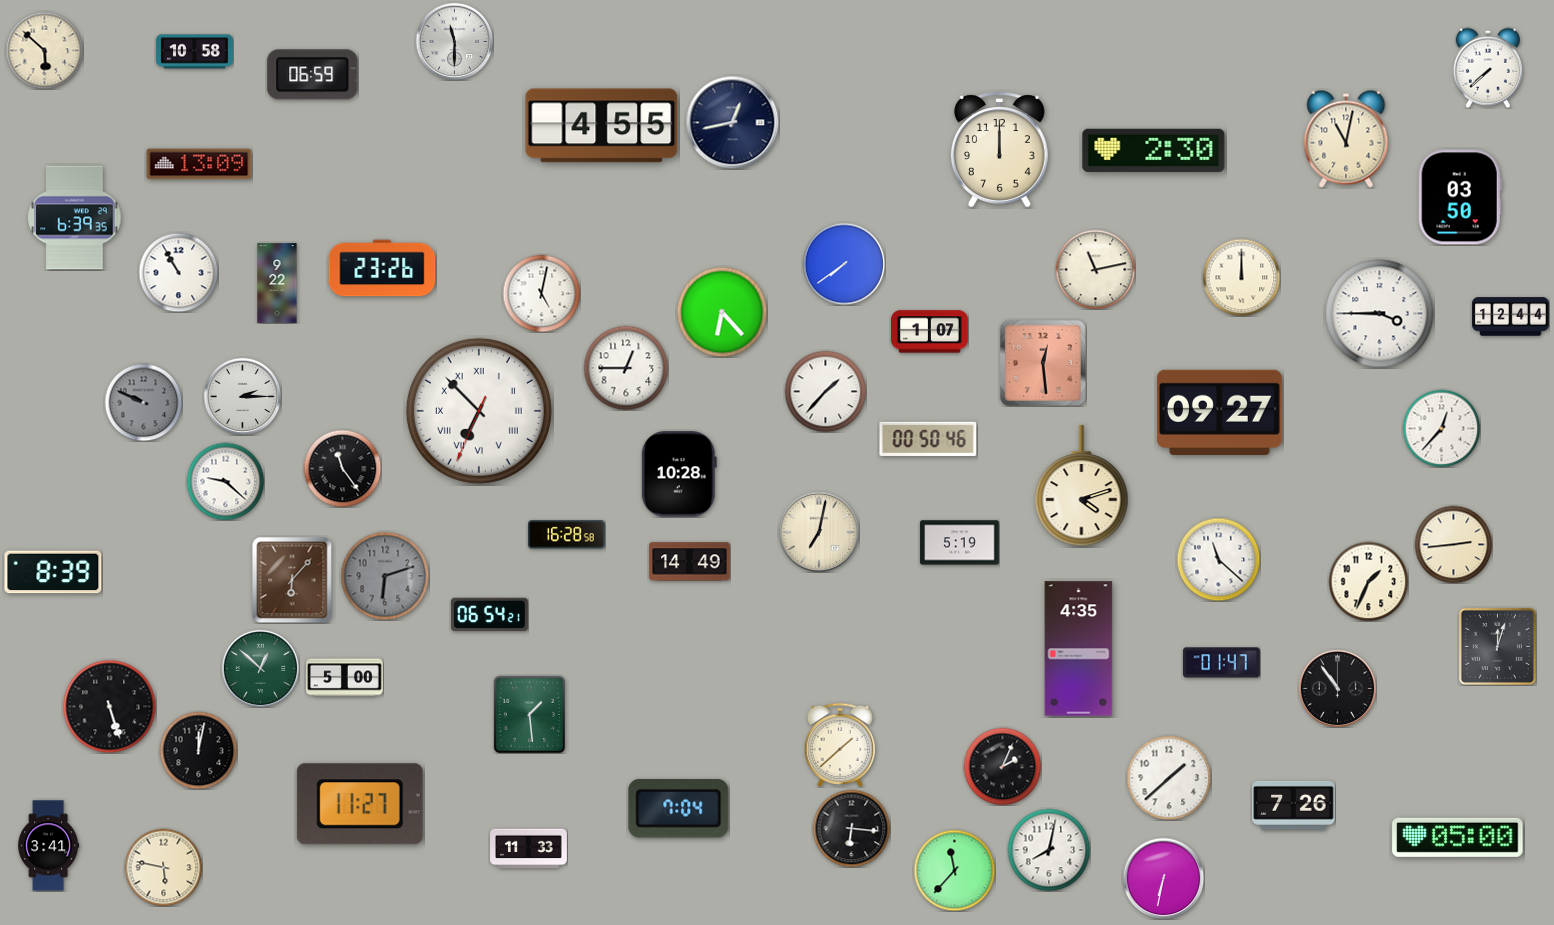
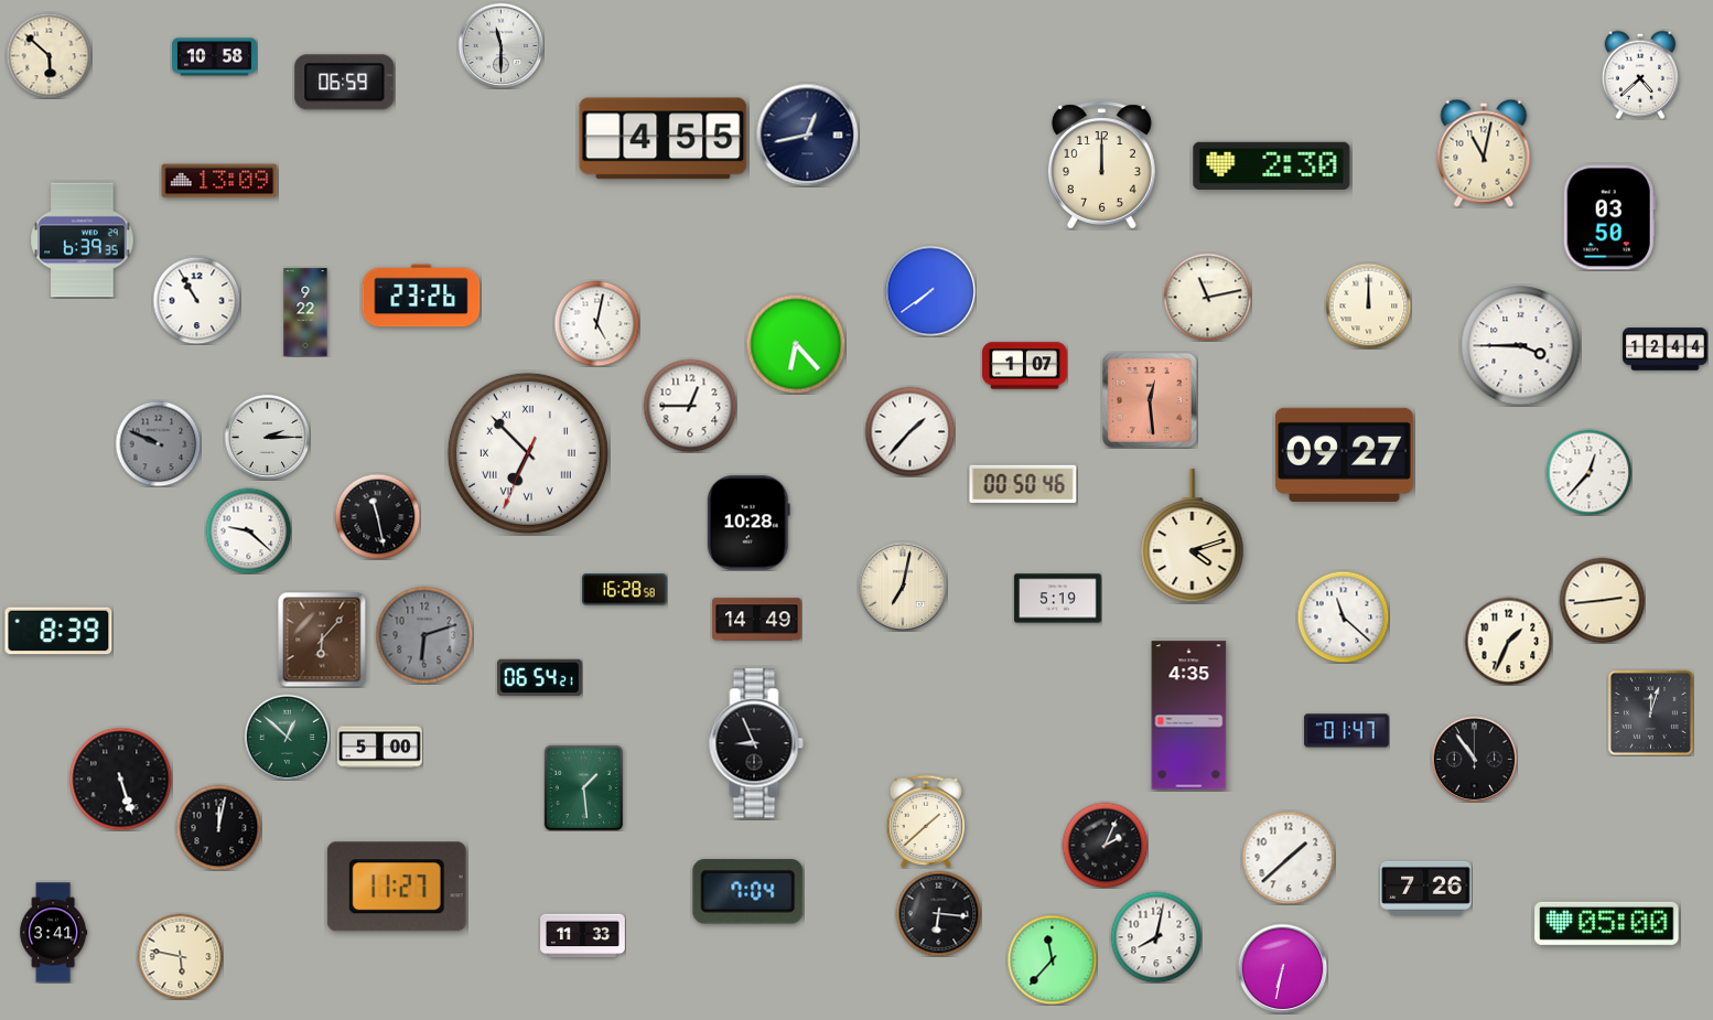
clock at (1487, 68): 7:38 -> 4:38
clock at (342, 468): 11:24 -> 11:28
clock at (690, 562) position: (690, 562) -> (757, 620)
clock at (756, 743): none -> 8:56
